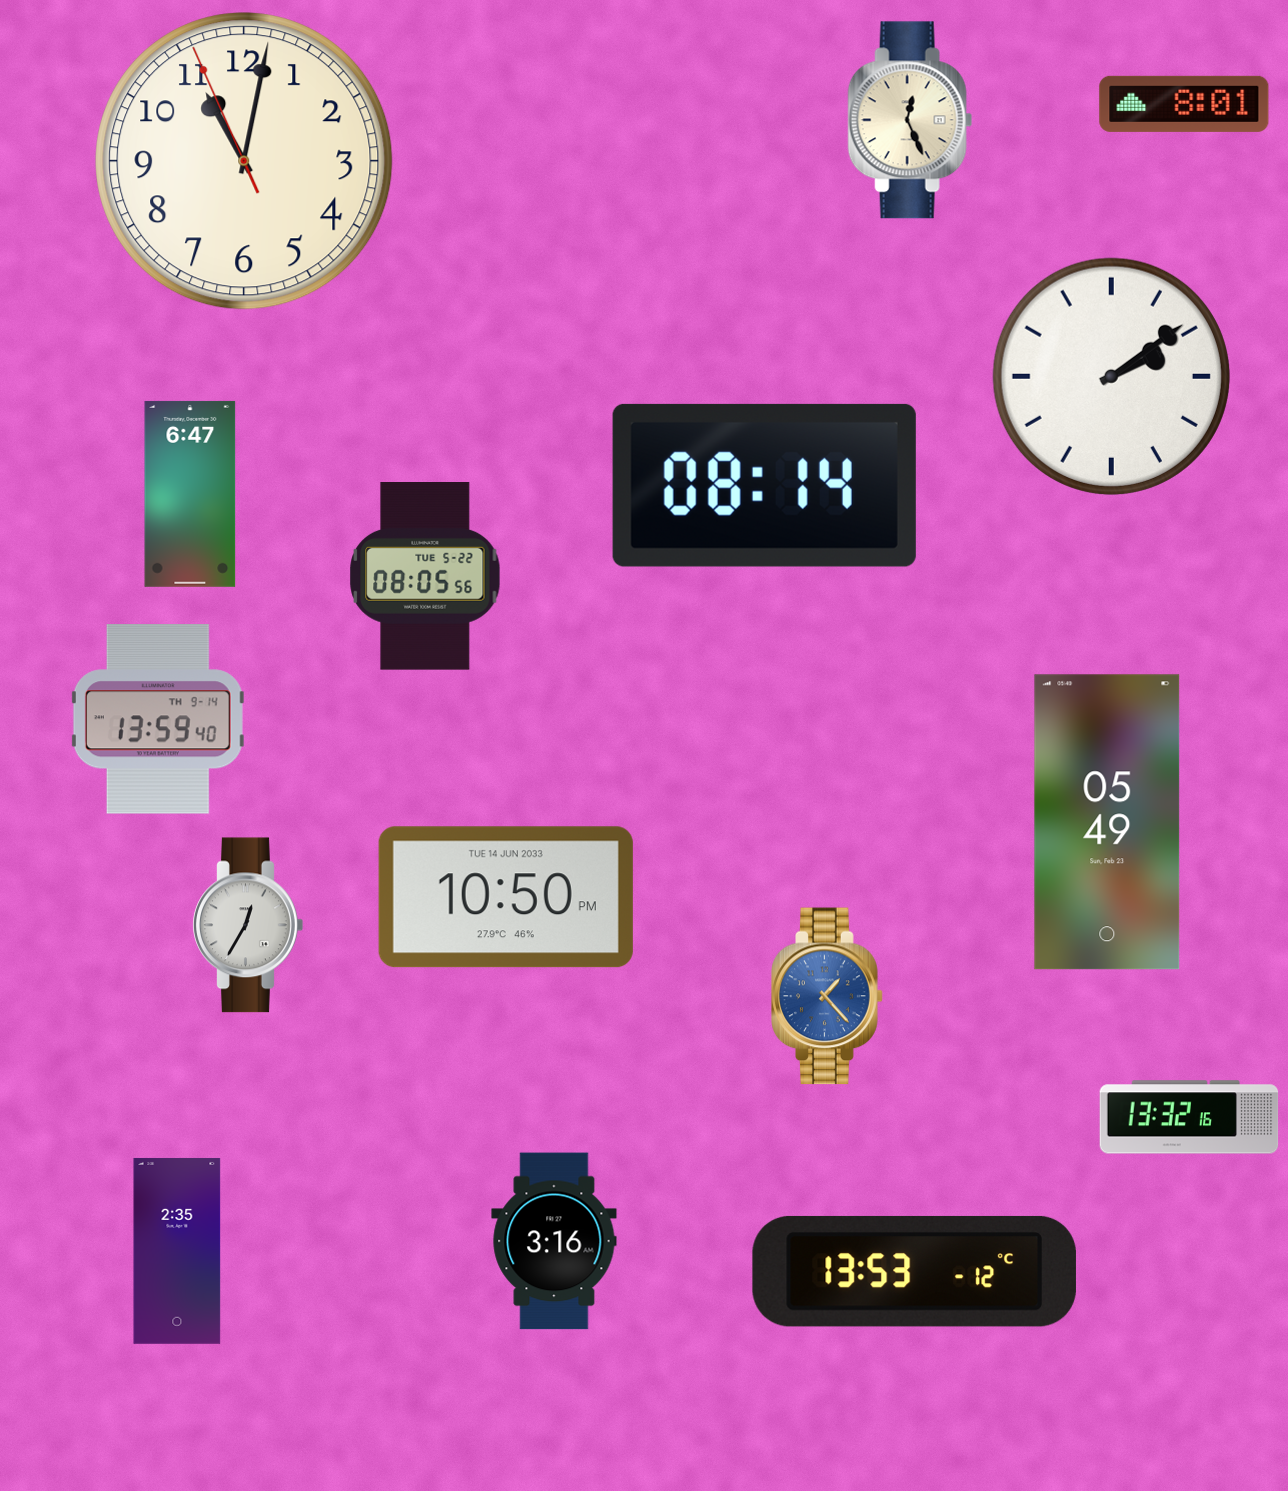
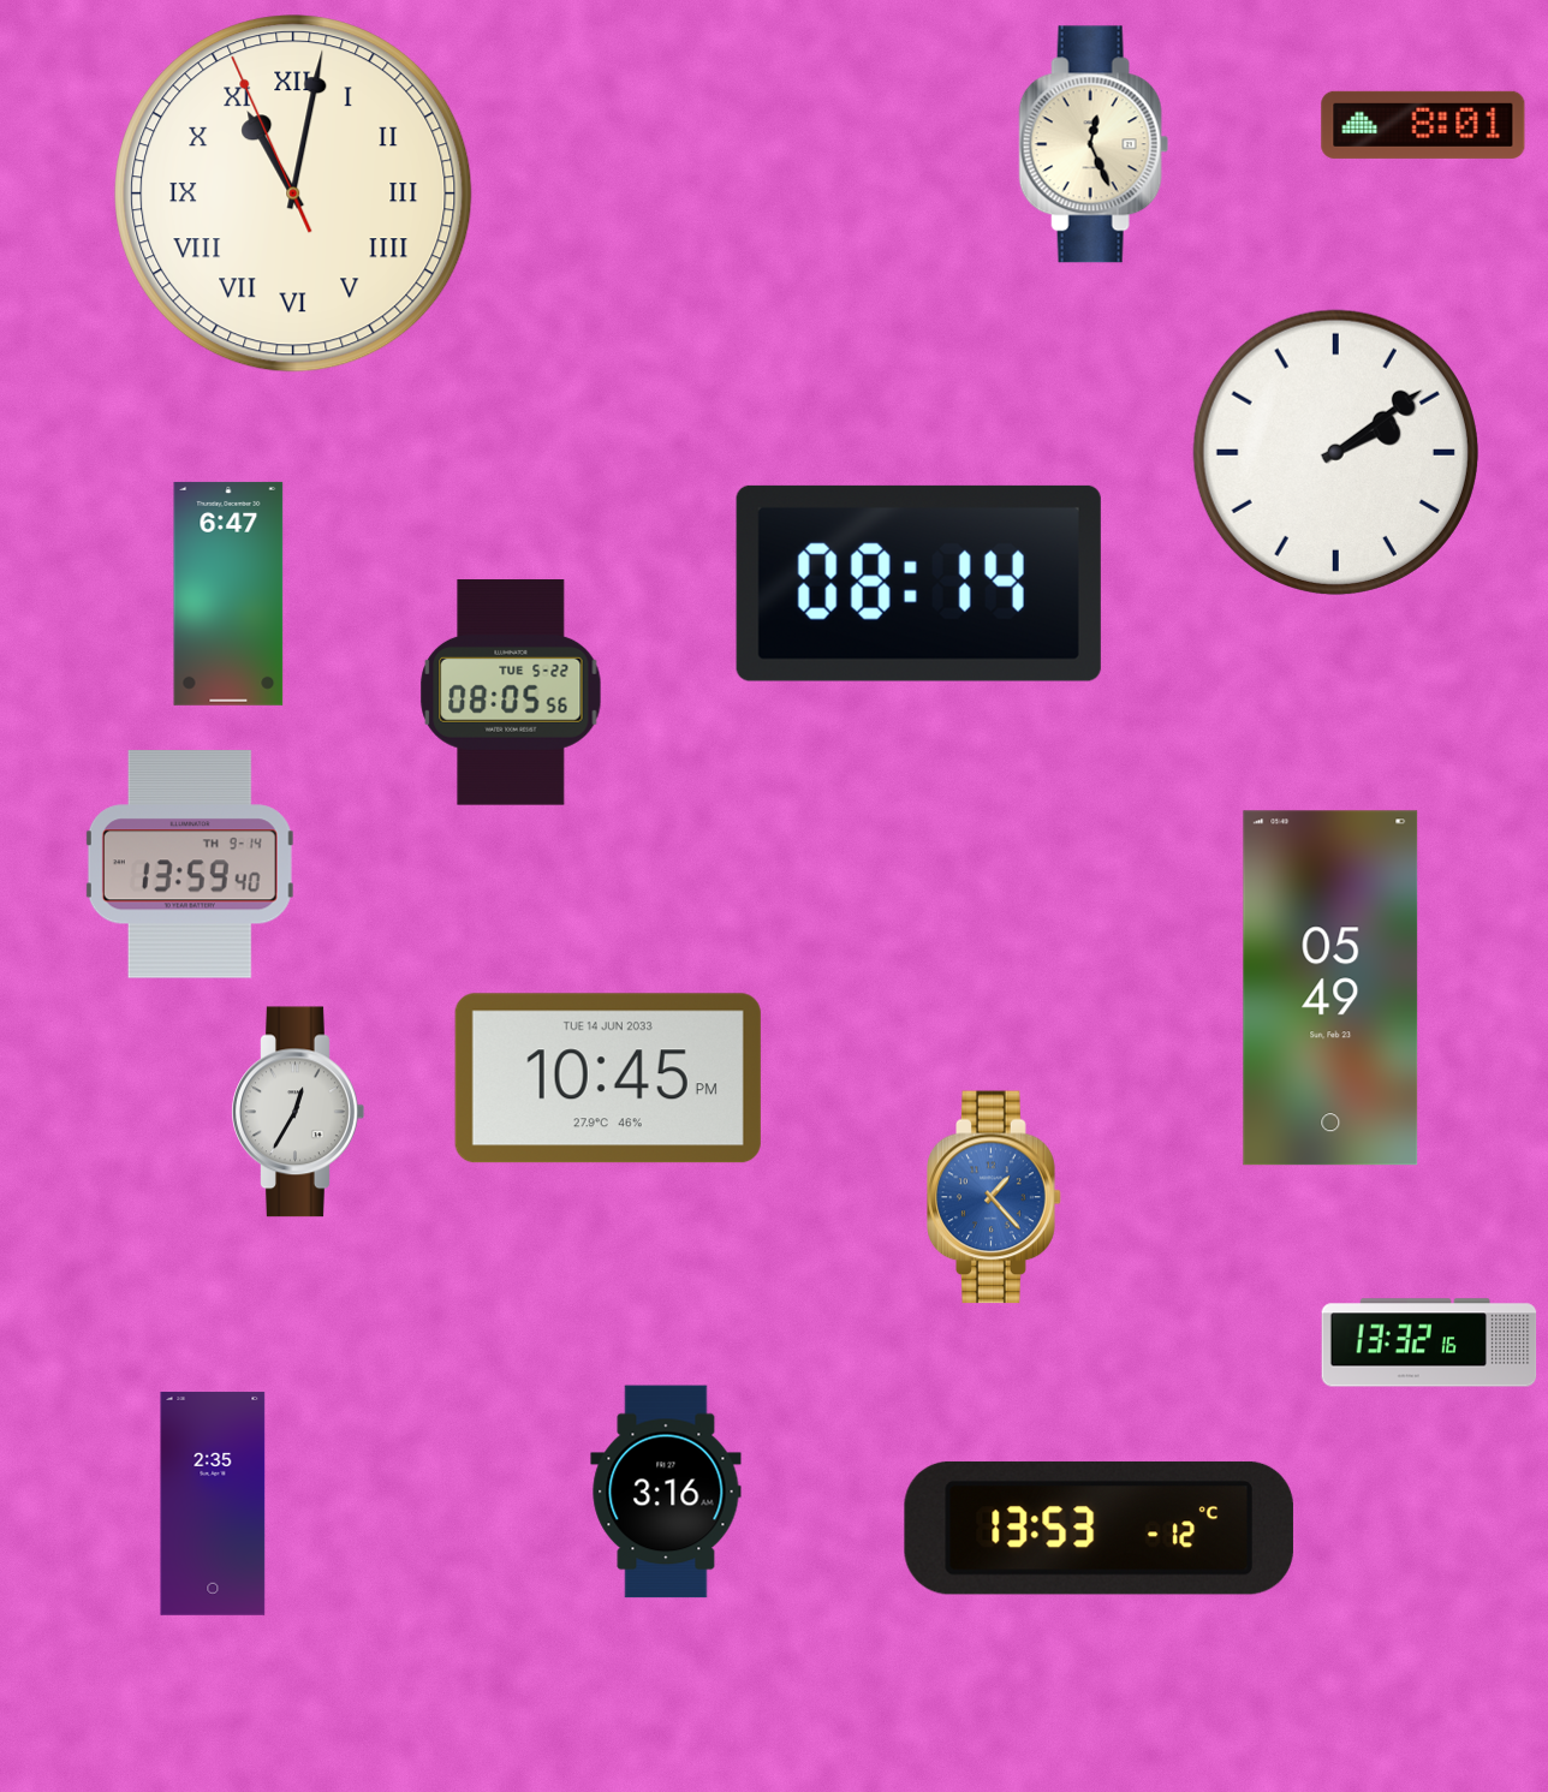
clock at (244, 161) numerals: Arabic -> Roman
clock at (506, 897): 10:50 -> 10:45
